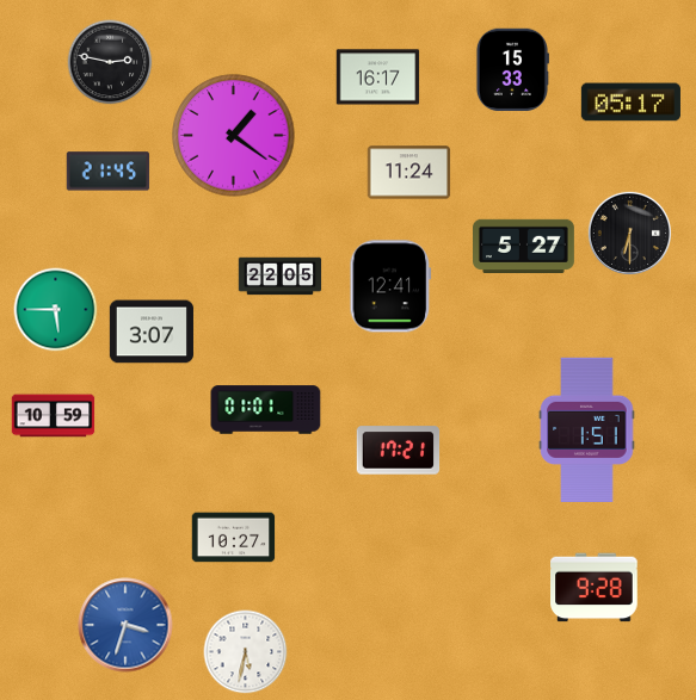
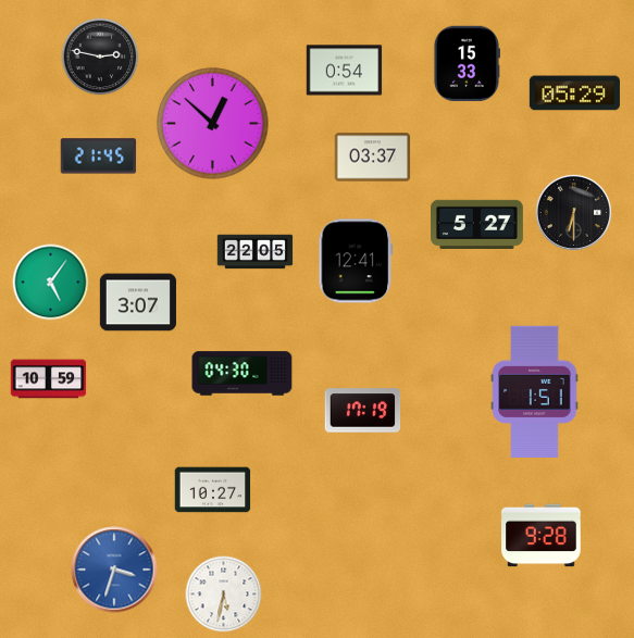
clock at (378, 78): 16:17 -> 0:54
clock at (630, 103): 05:17 -> 05:29
clock at (234, 136): 1:21 -> 12:52
clock at (409, 173): 11:24 -> 03:37
clock at (56, 310): 5:45 -> 5:06
clock at (266, 410): 01:01 -> 04:30
clock at (399, 451): 17:21 -> 17:19
